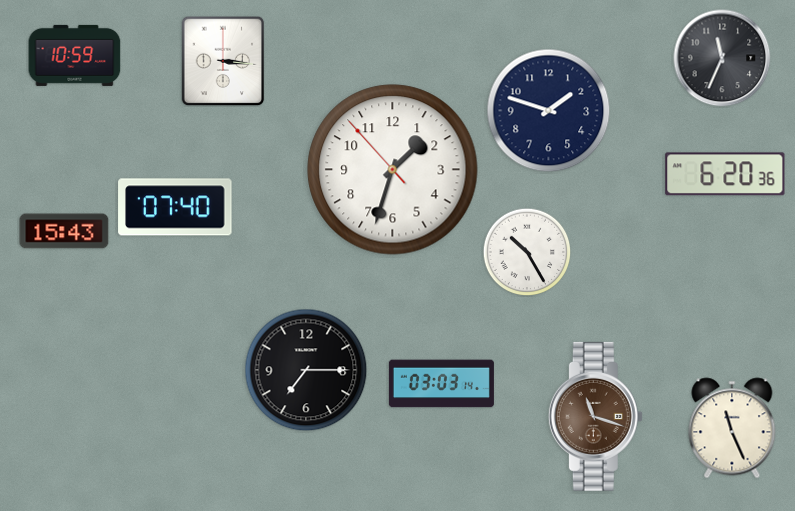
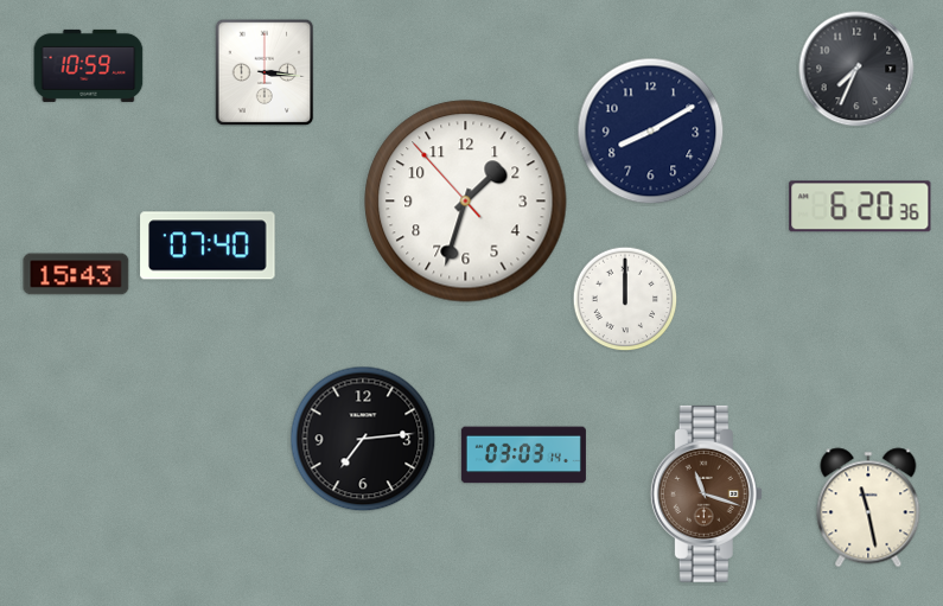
clock at (722, 58): 11:34 -> 7:34
clock at (549, 111): 1:48 -> 8:10
clock at (527, 252): 10:25 -> 12:00
clock at (306, 370): 7:15 -> 7:14
clock at (732, 428): 11:26 -> 11:28
